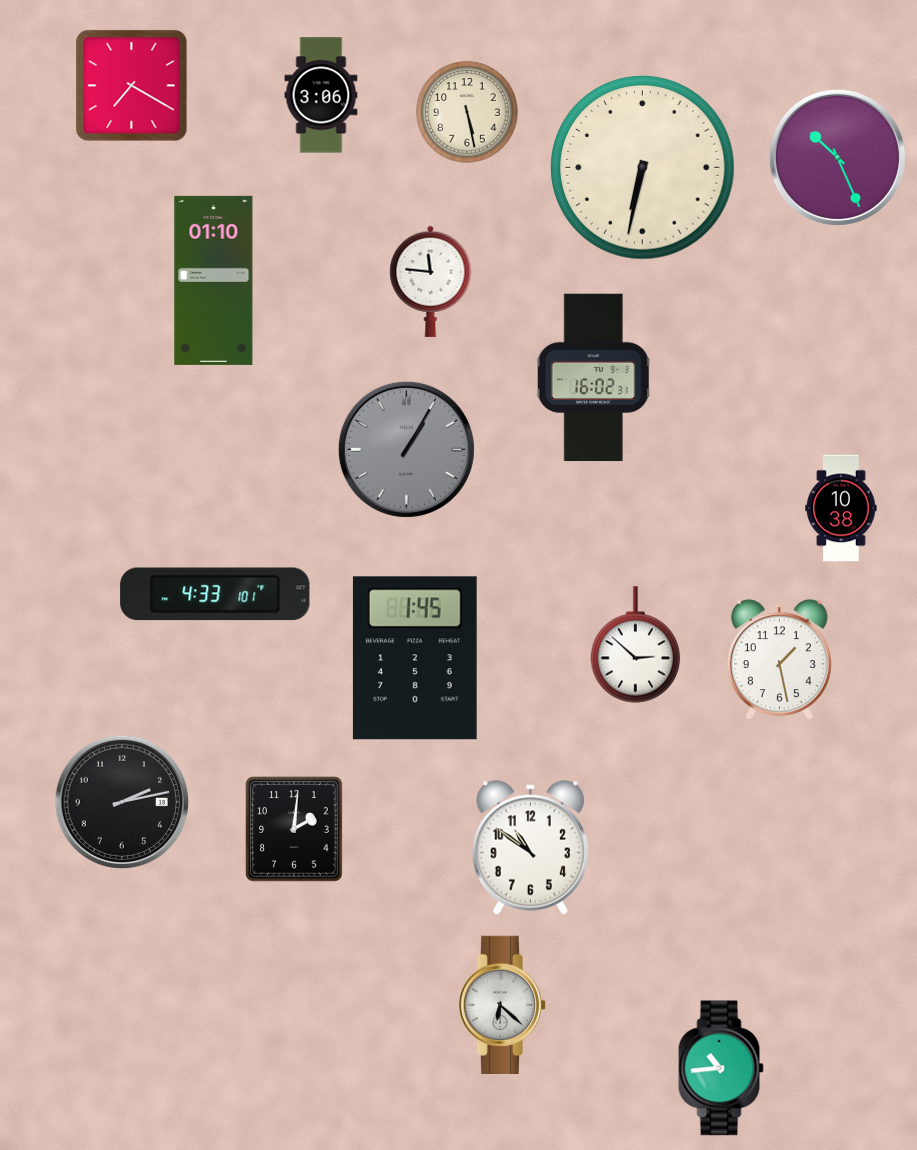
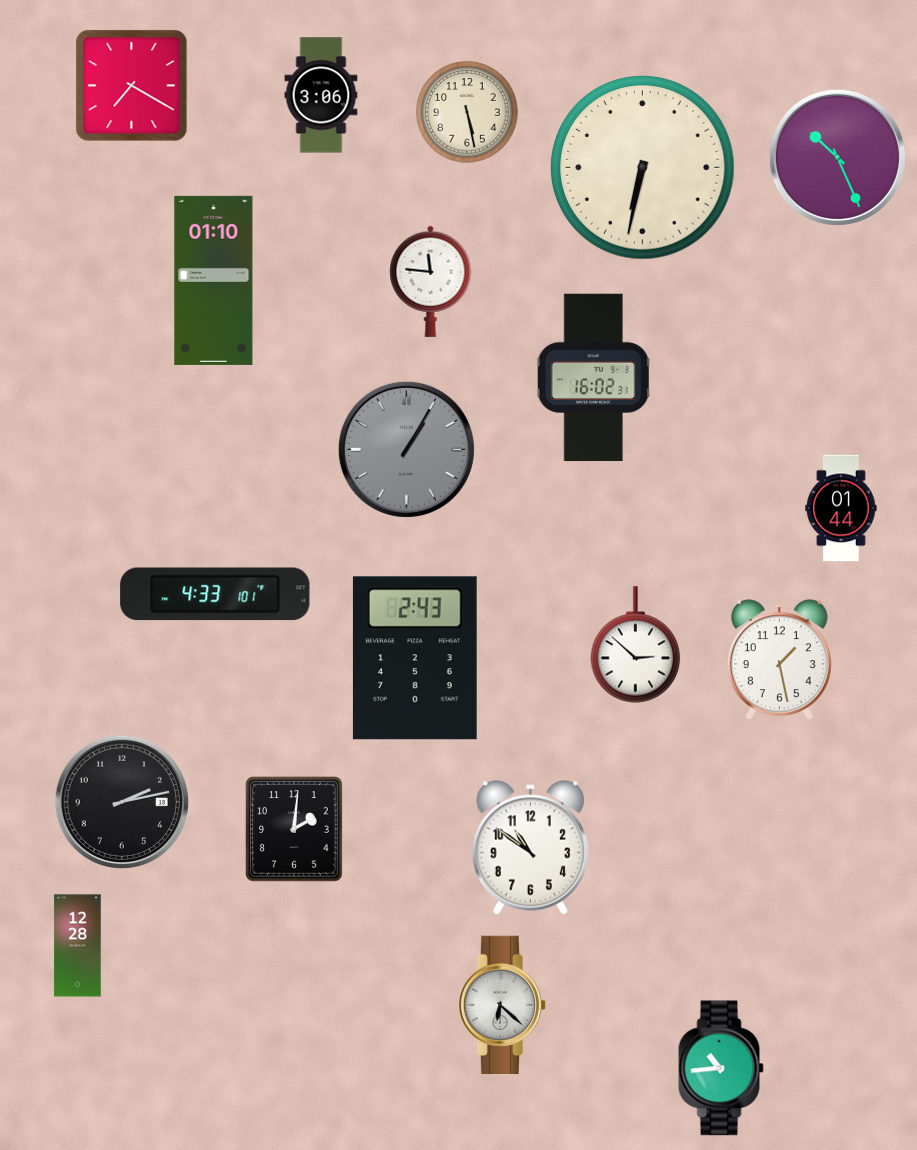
clock at (841, 508): 10:38 -> 01:44
clock at (415, 658): 1:45 -> 2:43
clock at (78, 946): none -> 12:28
